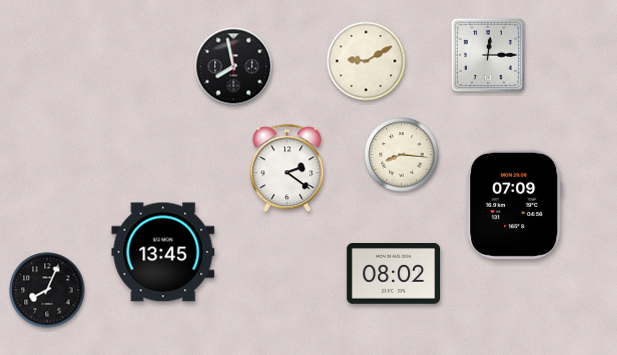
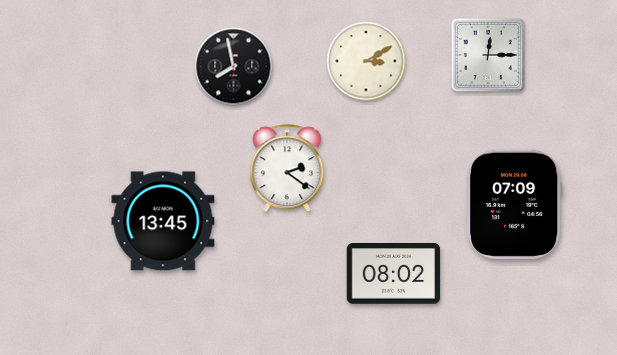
clock at (366, 61): 9:10 -> 3:10
clock at (402, 155): 8:16 -> none
clock at (163, 252) position: (163, 252) -> (163, 221)
clock at (47, 290): 8:04 -> none
